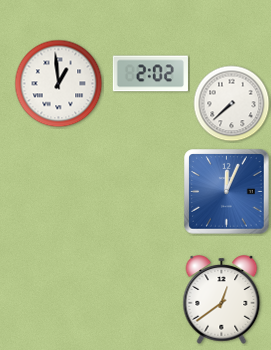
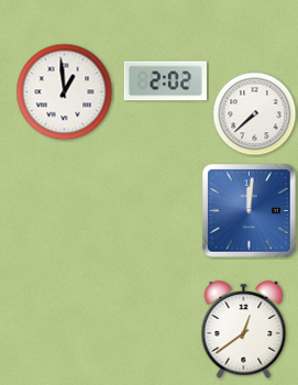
clock at (227, 192): 12:04 -> 12:01
